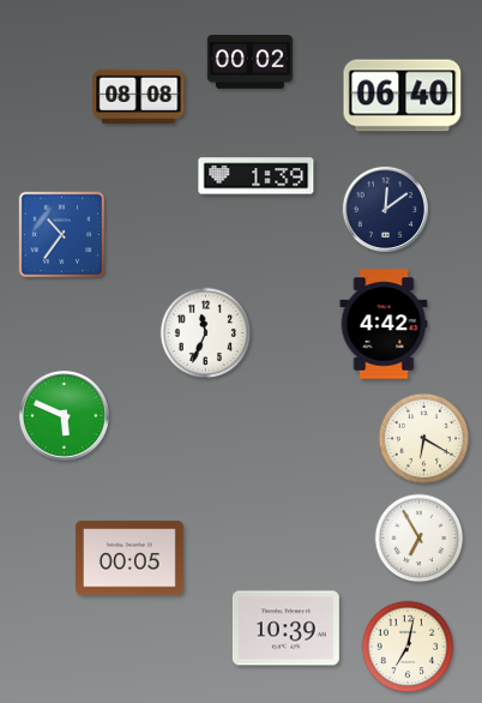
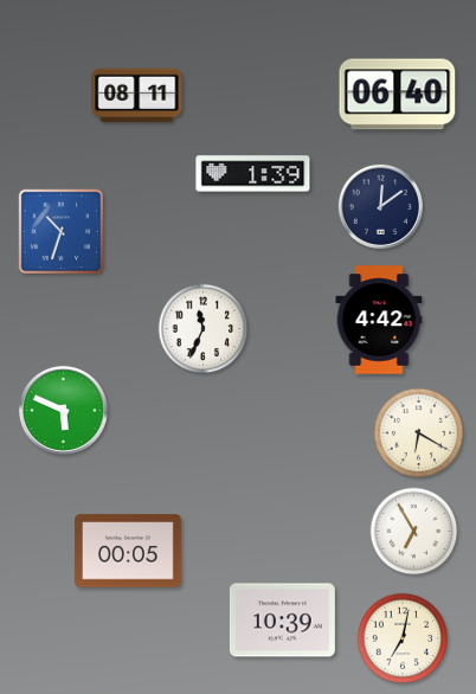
clock at (249, 62): 00:02 -> none
clock at (139, 97): 08:08 -> 08:11
clock at (62, 235): 10:36 -> 10:33
